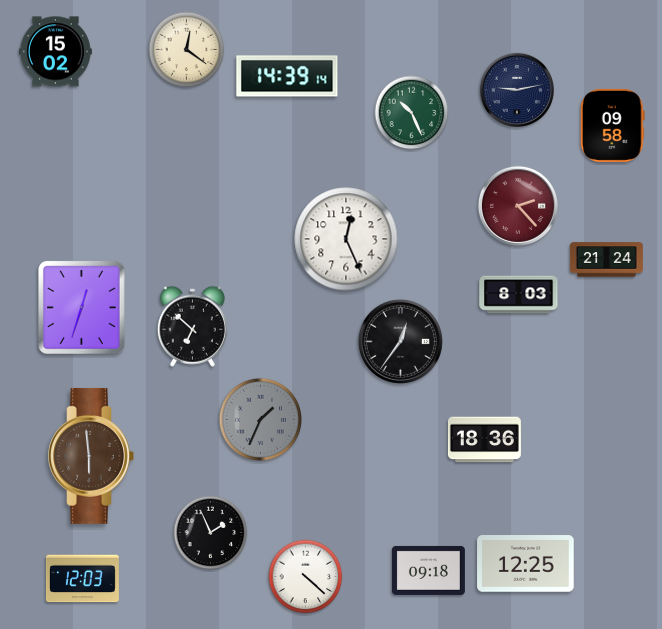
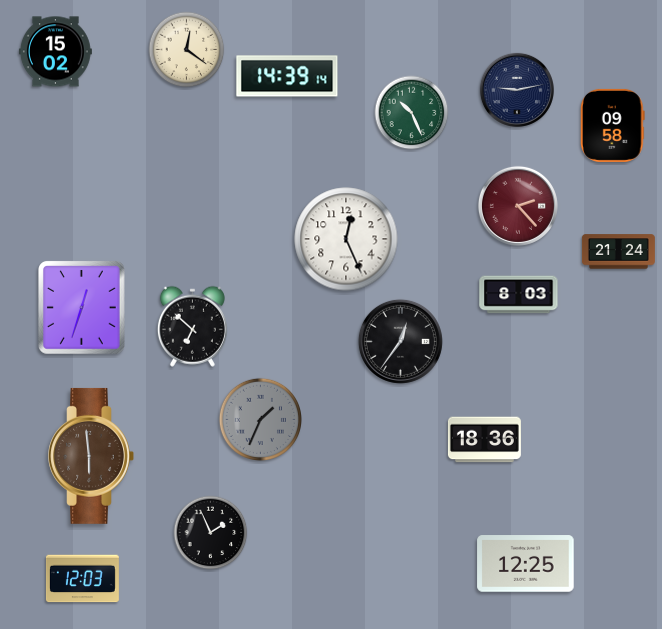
clock at (606, 260) position: (606, 260) -> (618, 252)
clock at (428, 570): 09:18 -> none
clock at (306, 577): 4:22 -> none
